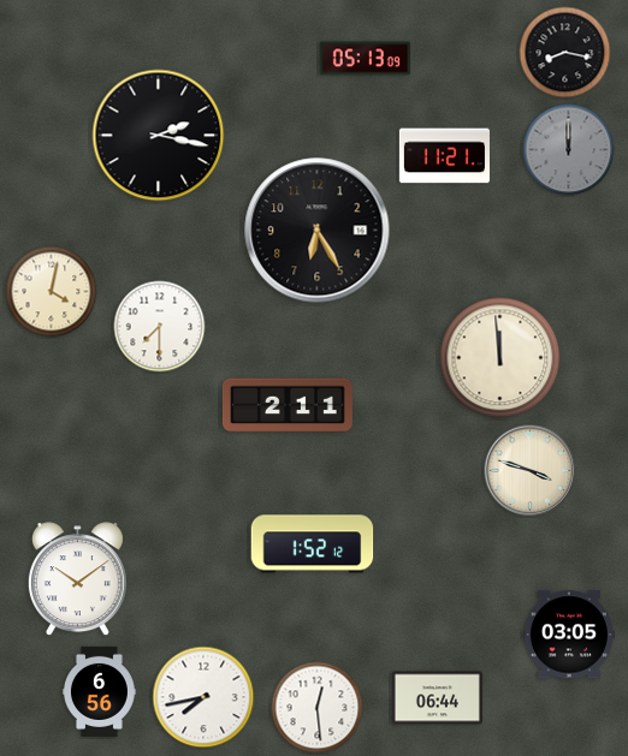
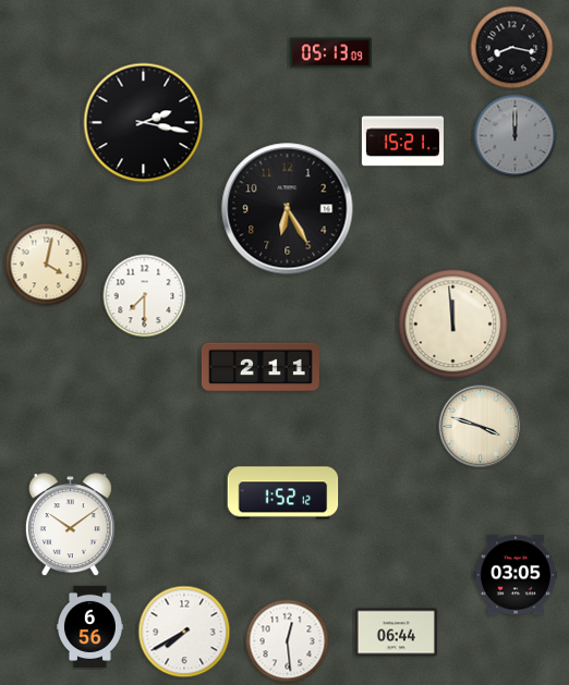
clock at (444, 156): 11:21 -> 15:21
clock at (203, 697): 7:43 -> 7:40
